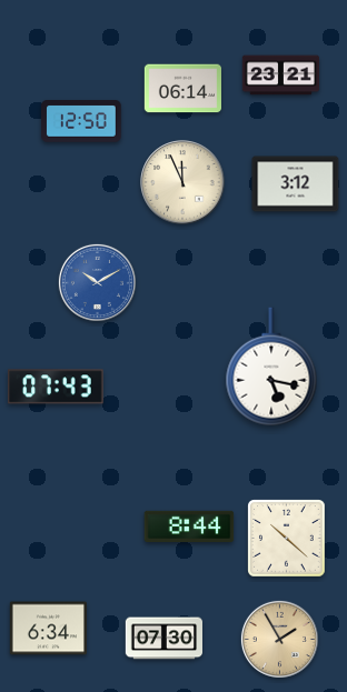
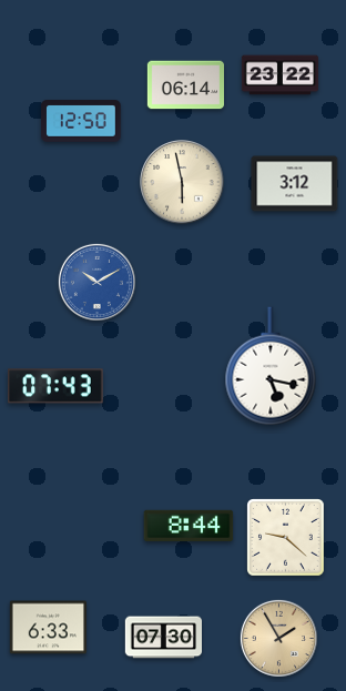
clock at (281, 76): 23:21 -> 23:22
clock at (182, 89) position: (182, 89) -> (185, 85)
clock at (182, 182): 11:56 -> 5:58
clock at (287, 539): 10:22 -> 9:22
clock at (48, 629): 6:34 -> 6:33
